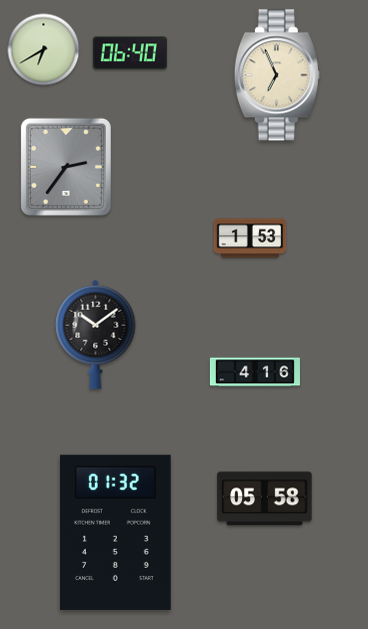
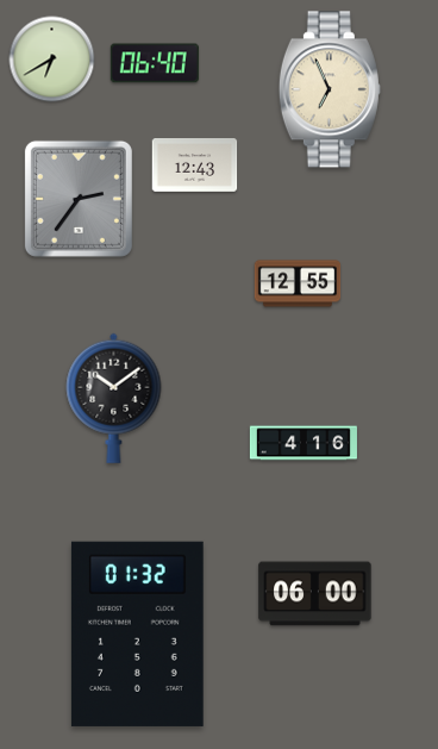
clock at (195, 166): none -> 12:43
clock at (250, 238): 1:53 -> 12:55
clock at (265, 499): 05:58 -> 06:00
